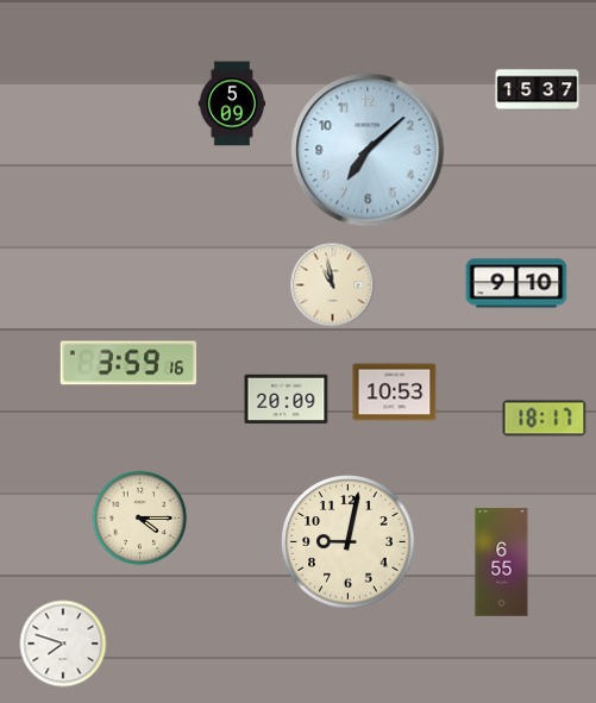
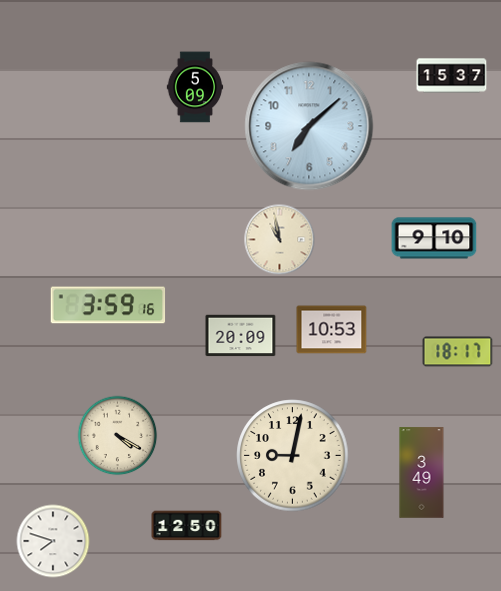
clock at (140, 519): 4:15 -> 4:20
clock at (502, 563): 6:55 -> 3:49
clock at (187, 526): none -> 12:50
